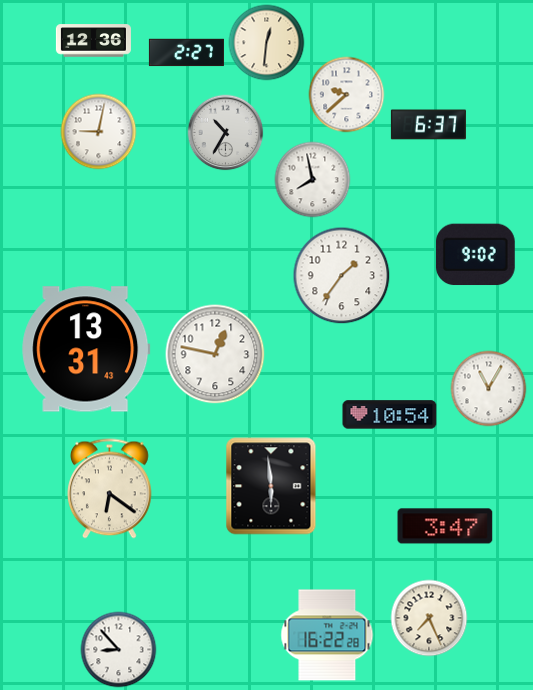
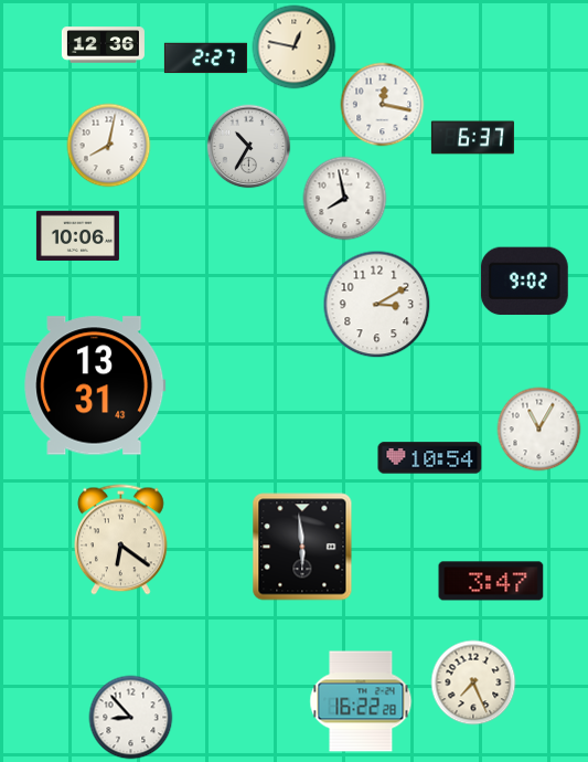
clock at (267, 43): 12:31 -> 12:47
clock at (347, 95): 9:38 -> 12:17
clock at (99, 132): 9:02 -> 8:02
clock at (77, 236): none -> 10:06
clock at (342, 276): 1:36 -> 3:10
clock at (215, 354): 12:47 -> none
clock at (271, 486) position: (271, 486) -> (302, 547)
